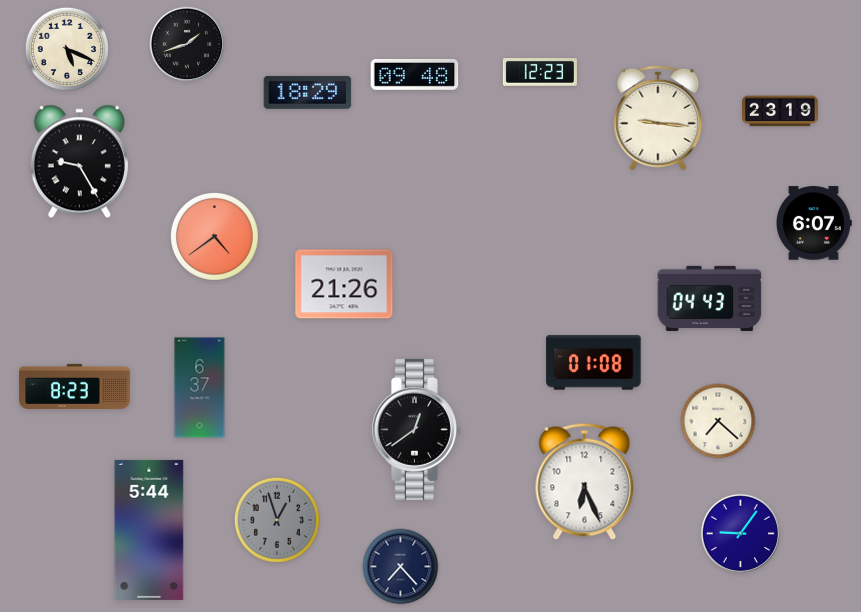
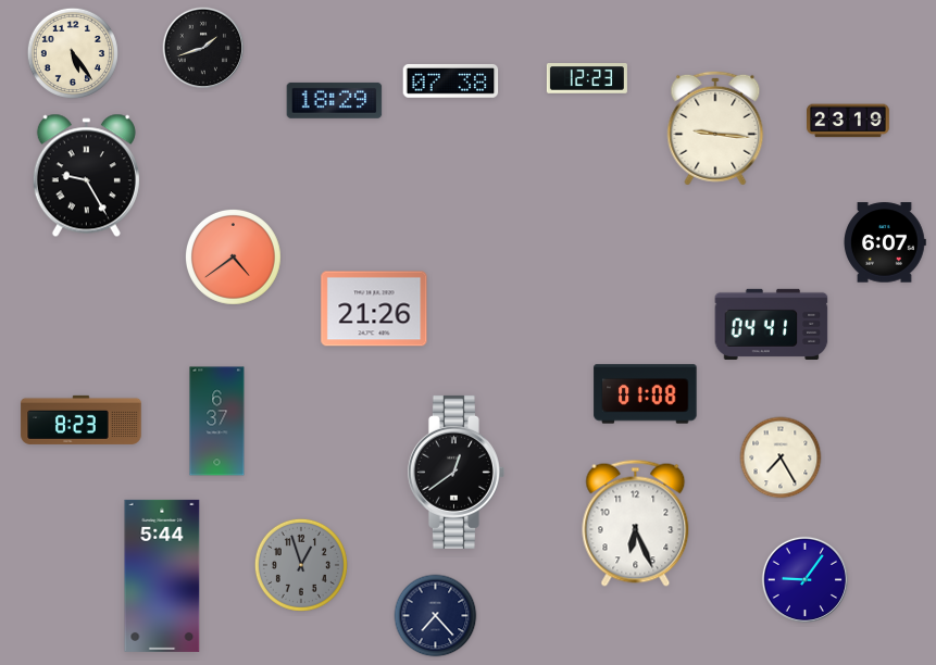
clock at (67, 49): 5:19 -> 5:24
clock at (415, 74): 09:48 -> 07:38
clock at (710, 298): 04:43 -> 04:41
clock at (718, 421): 7:22 -> 7:25
clock at (416, 429) position: (416, 429) -> (455, 472)
